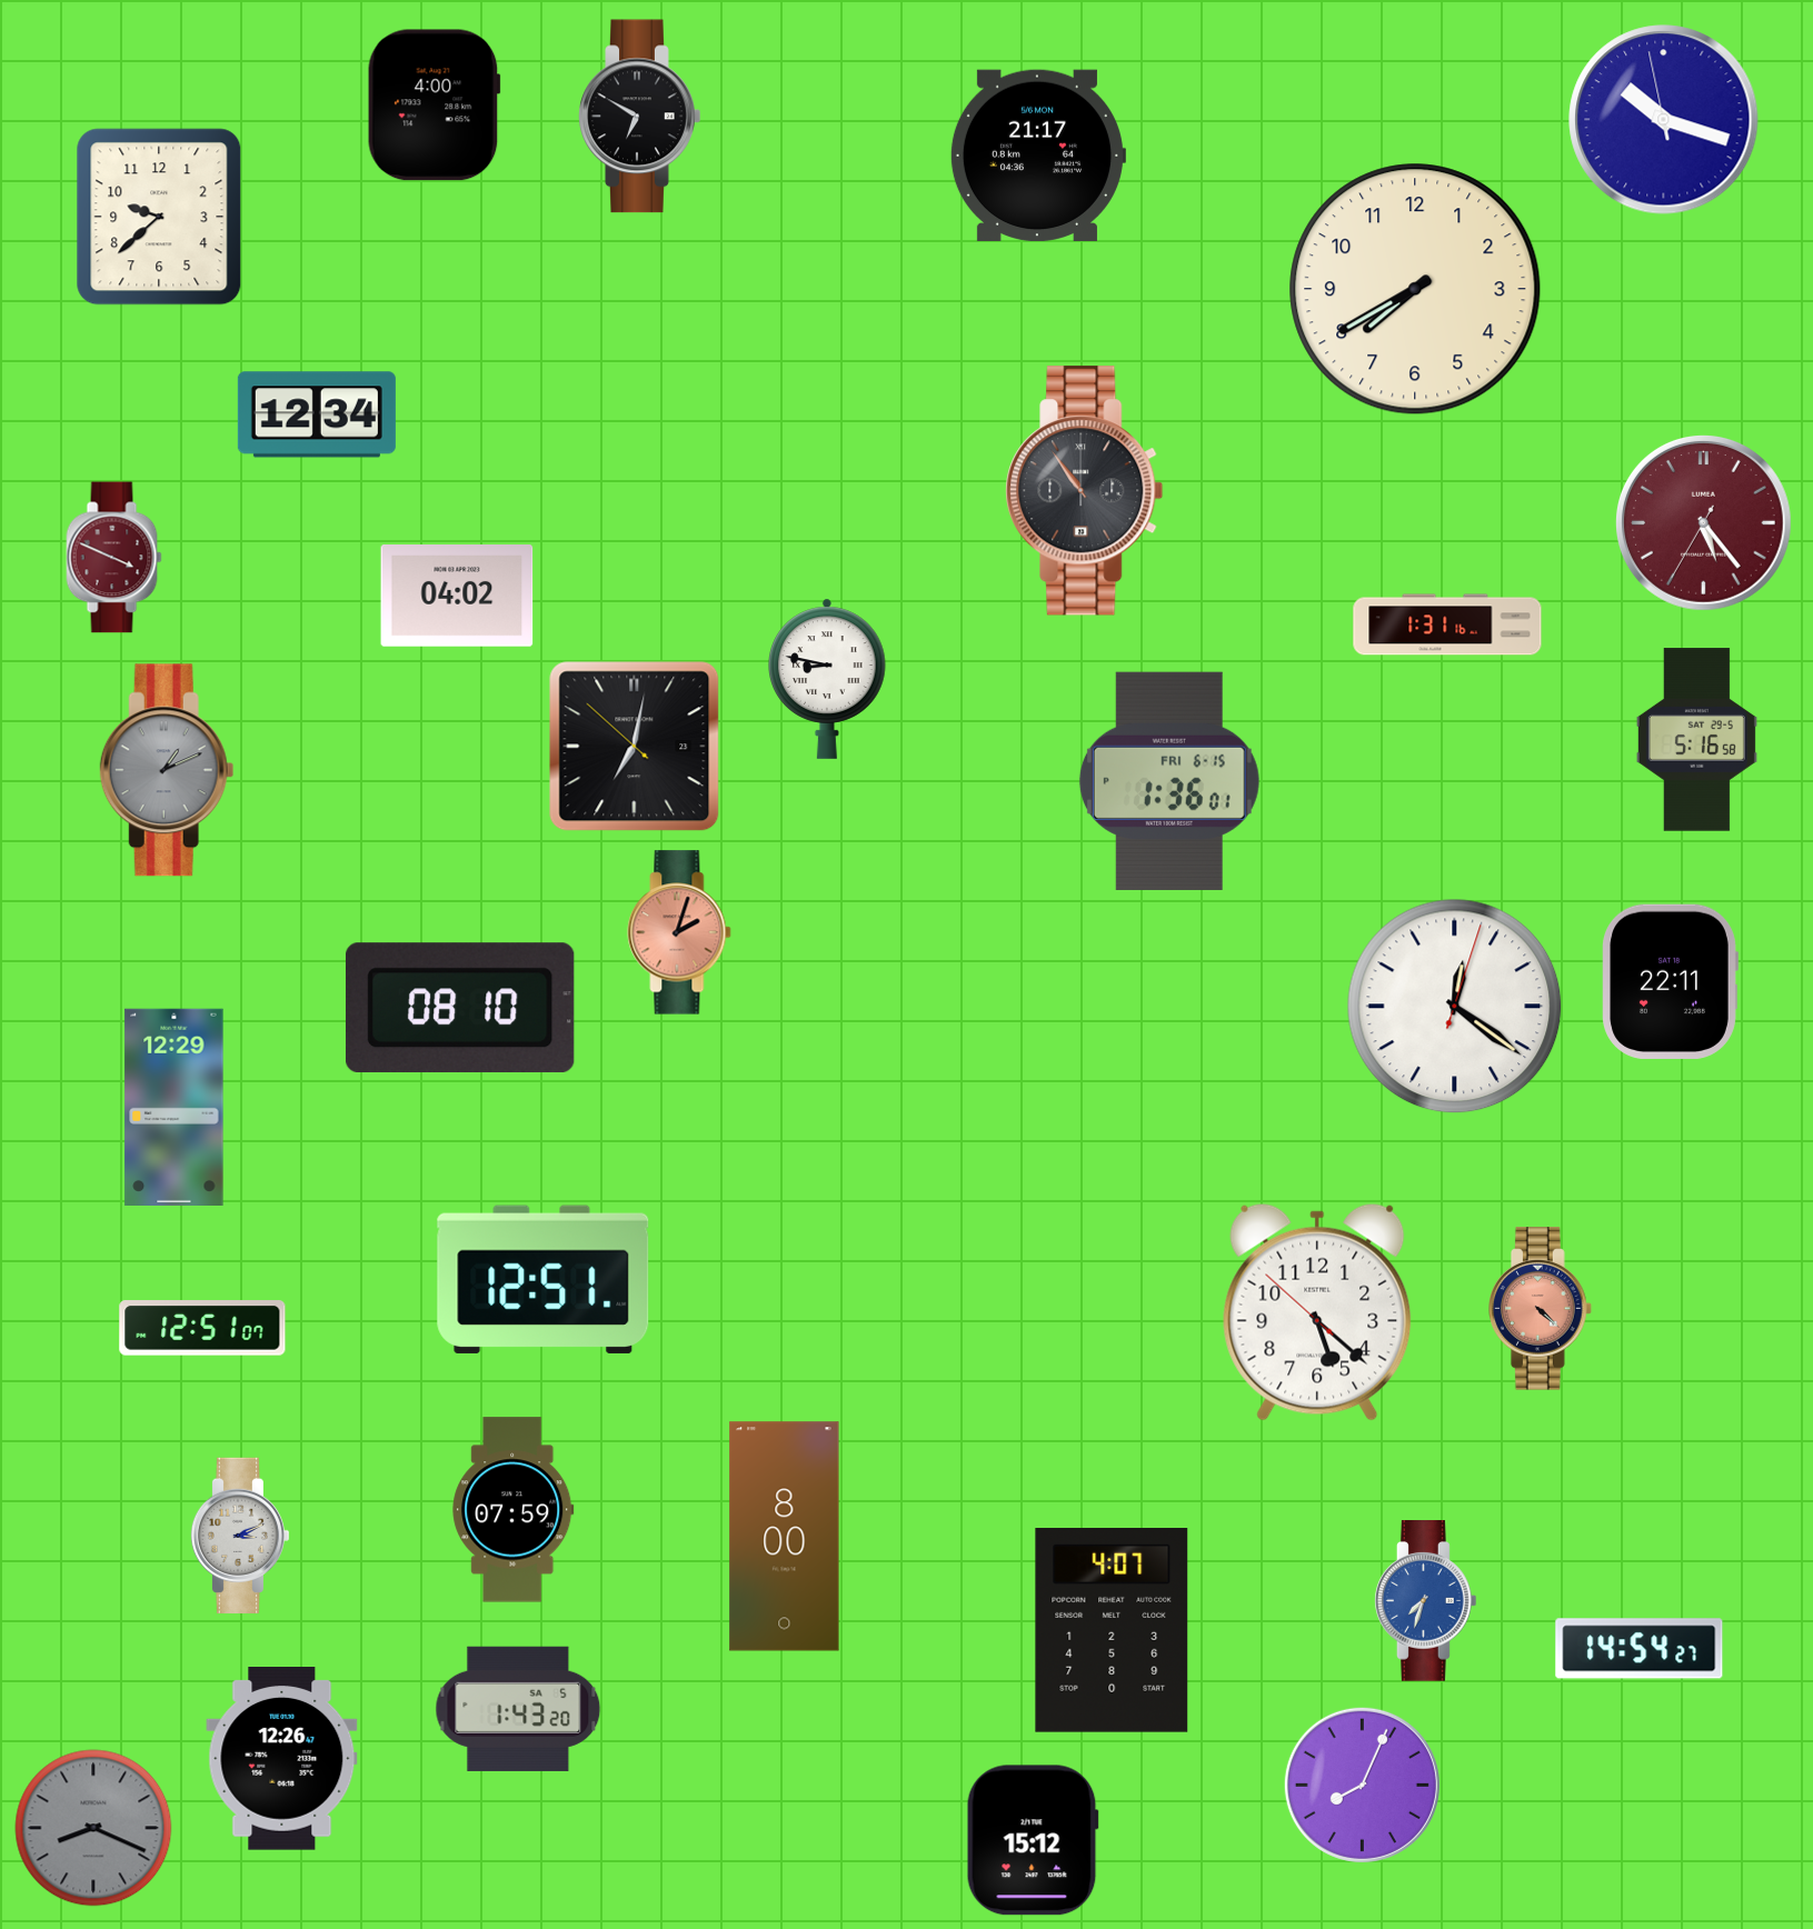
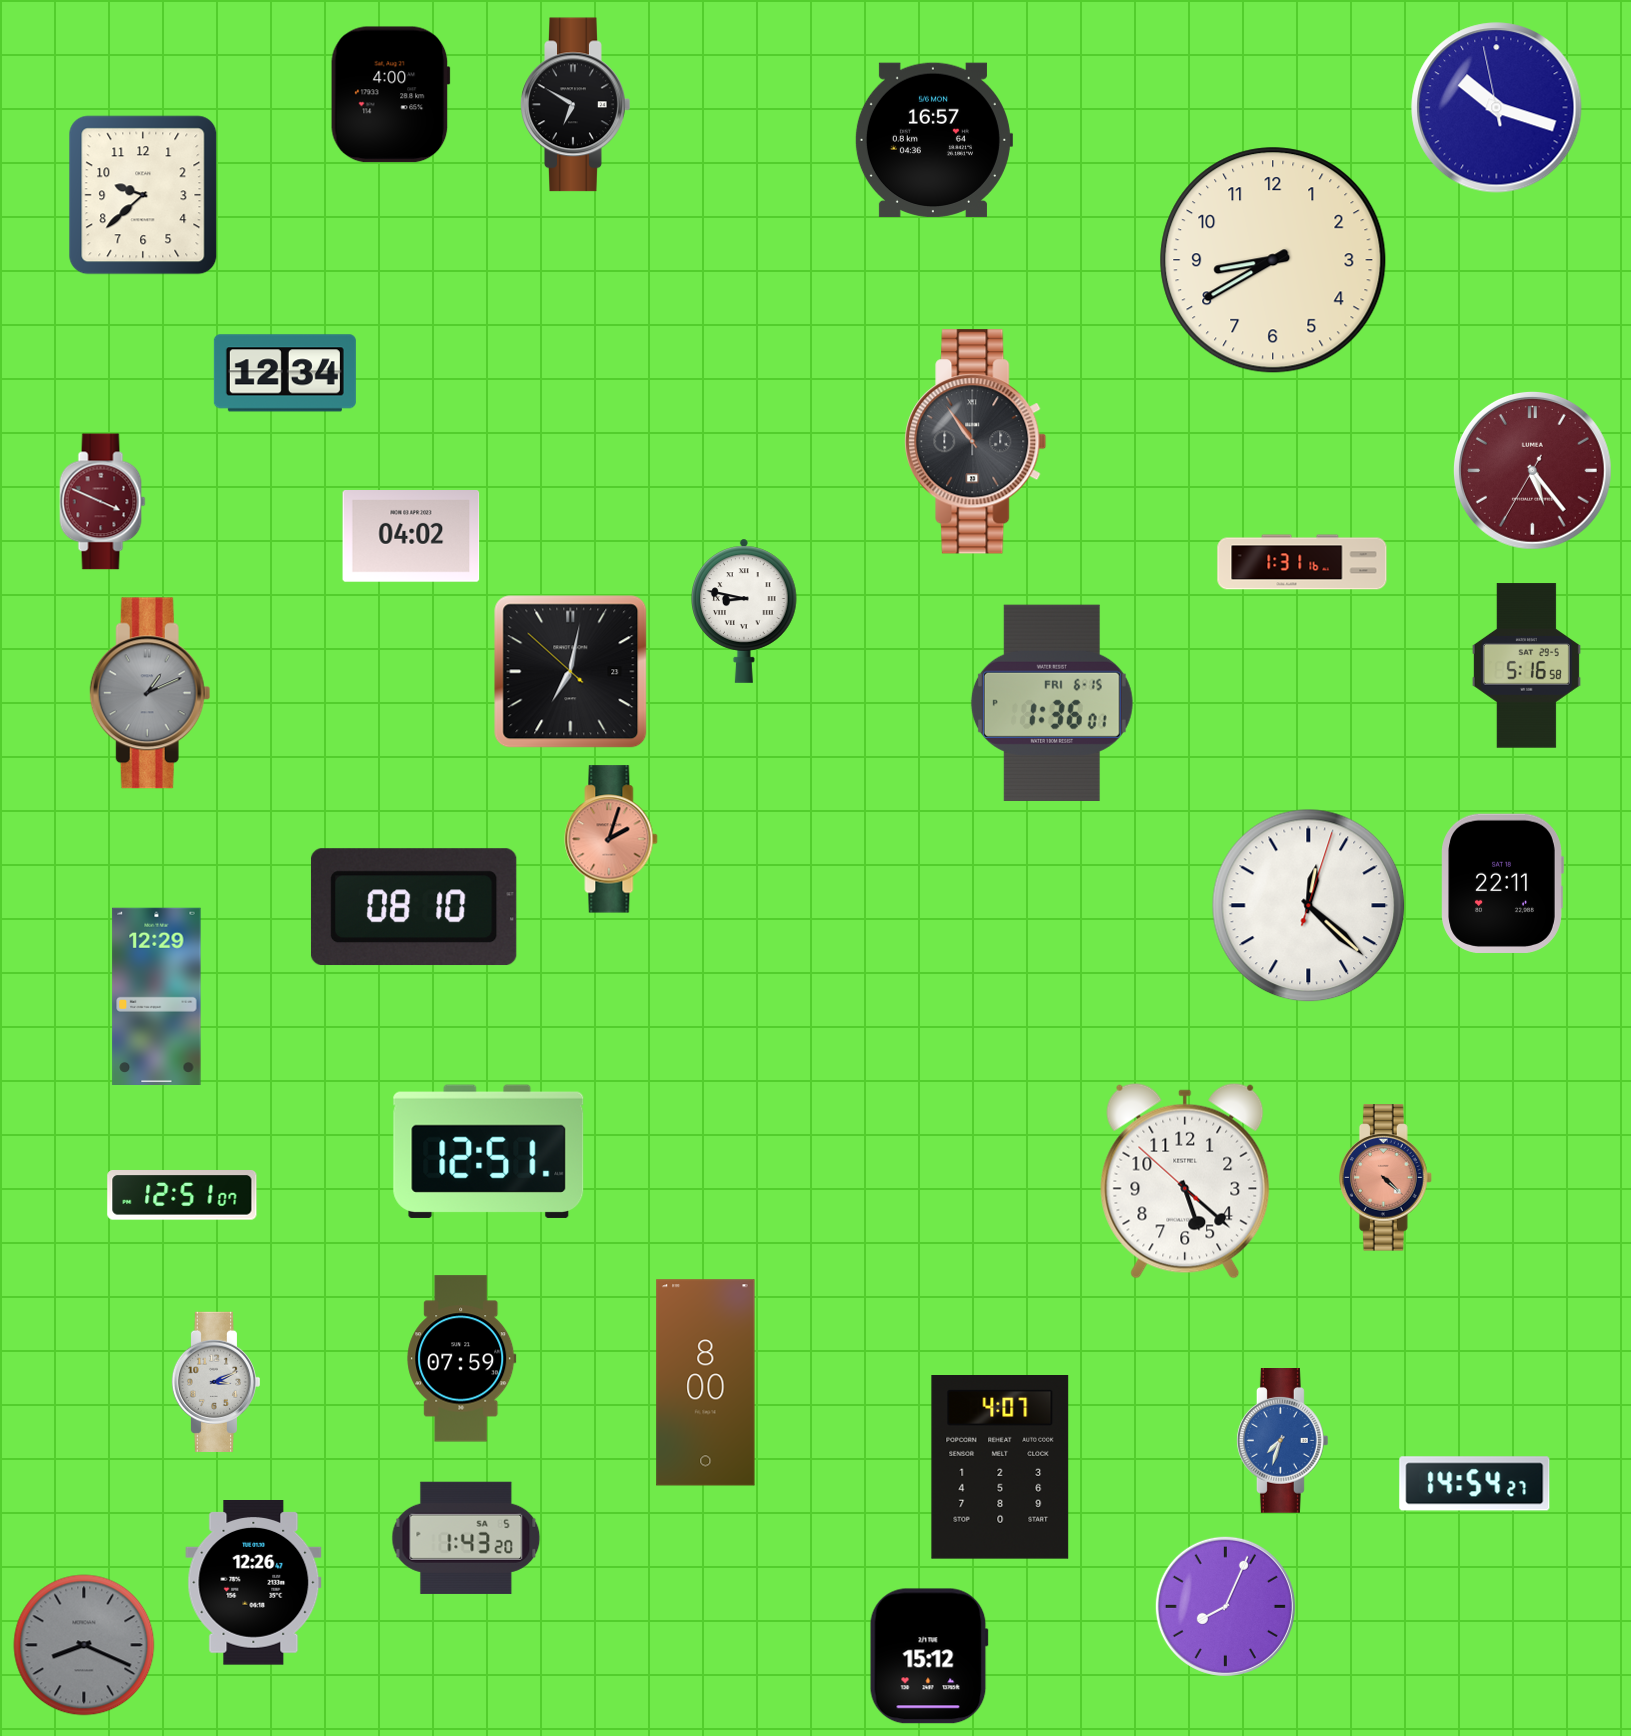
clock at (1037, 156): 21:17 -> 16:57
clock at (1415, 289): 7:40 -> 8:40
clock at (1455, 1007): 12:21 -> 12:22
